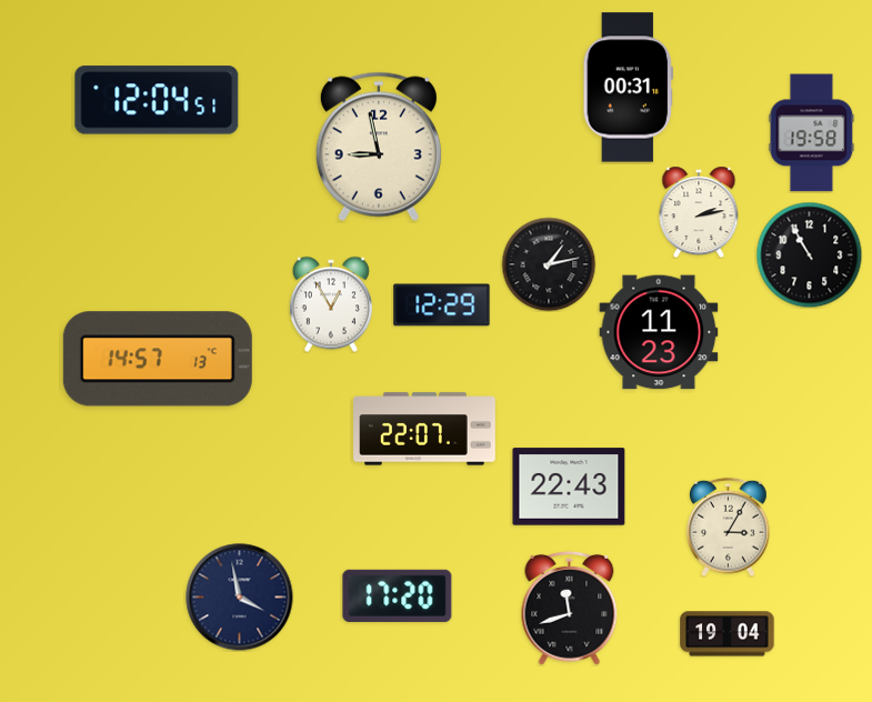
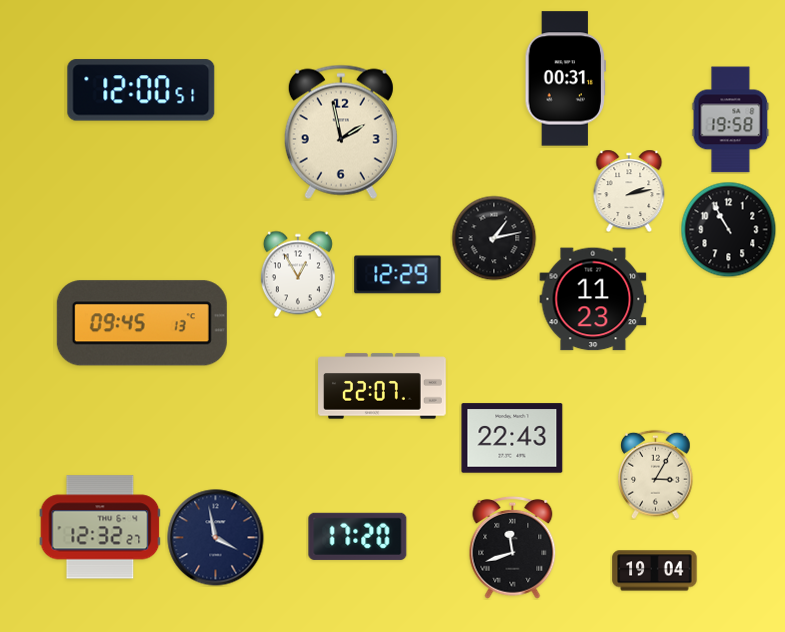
clock at (157, 100): 12:04 -> 12:00
clock at (379, 147): 8:58 -> 1:58
clock at (158, 359): 14:57 -> 09:45
clock at (100, 527): none -> 12:32
